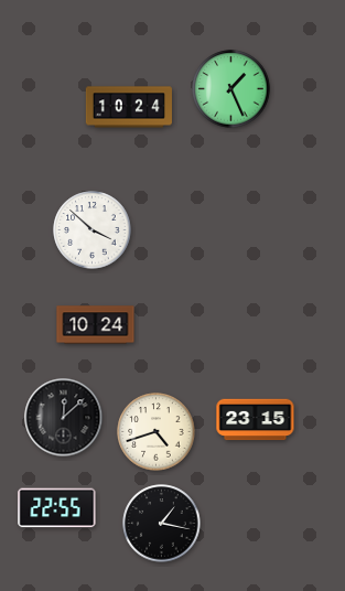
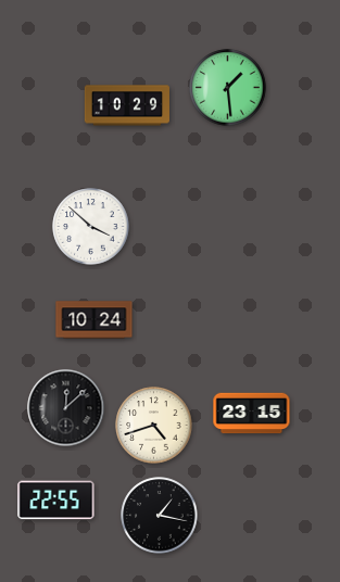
clock at (231, 89): 1:26 -> 1:29
clock at (129, 107): 10:24 -> 10:29
clock at (64, 418) position: (64, 418) -> (66, 408)
